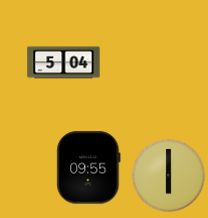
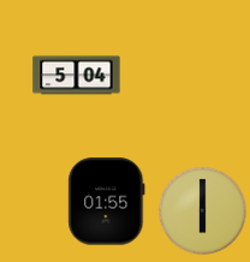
clock at (89, 168): 09:55 -> 01:55
